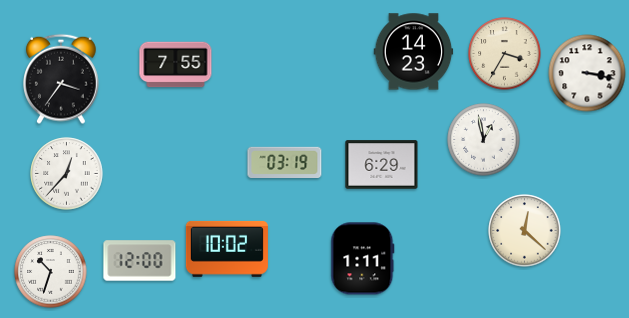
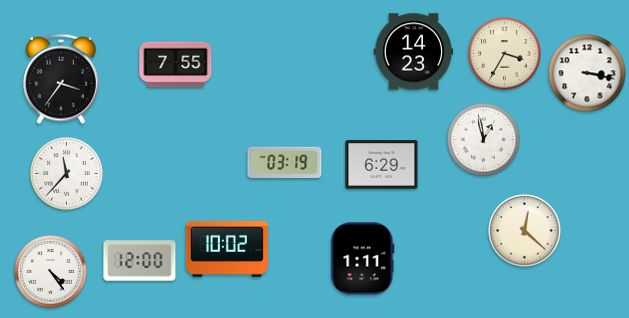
clock at (67, 174): 12:37 -> 11:37
clock at (51, 272): 10:33 -> 4:24
